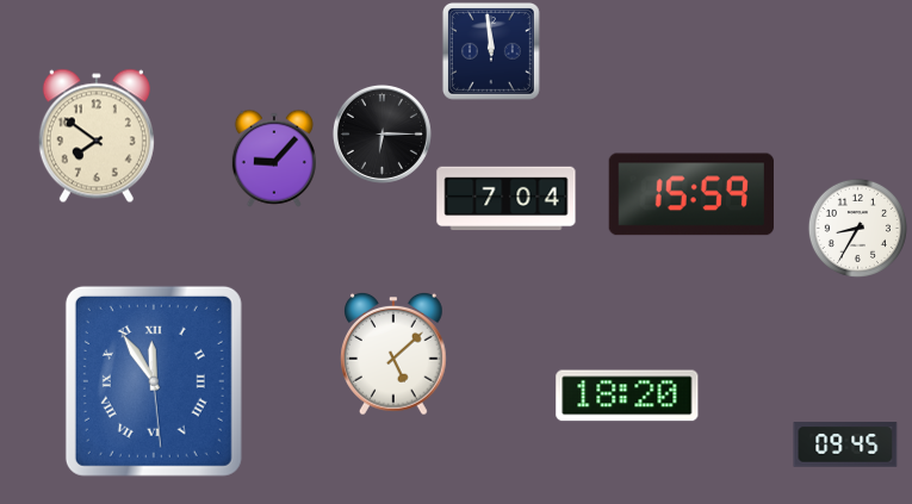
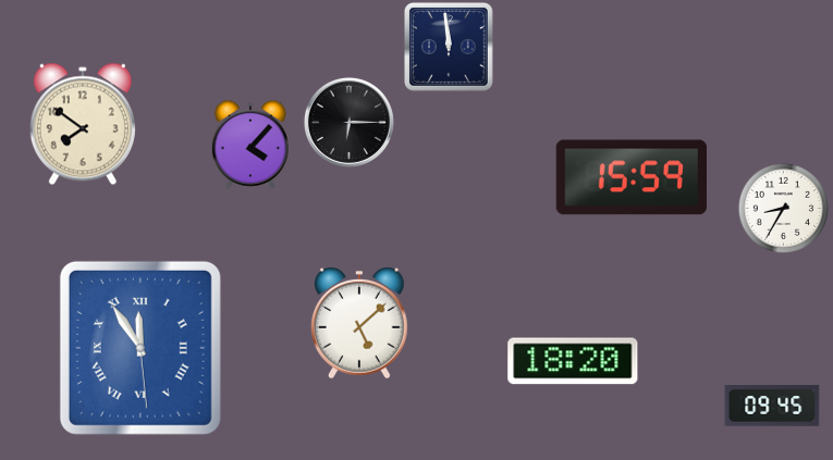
clock at (97, 136) position: (97, 136) -> (83, 124)
clock at (274, 158): 9:07 -> 4:07
clock at (507, 199): 7:04 -> none
